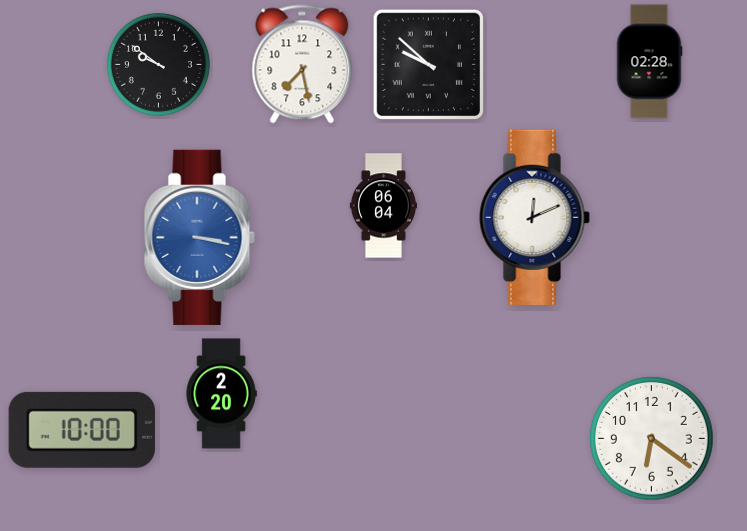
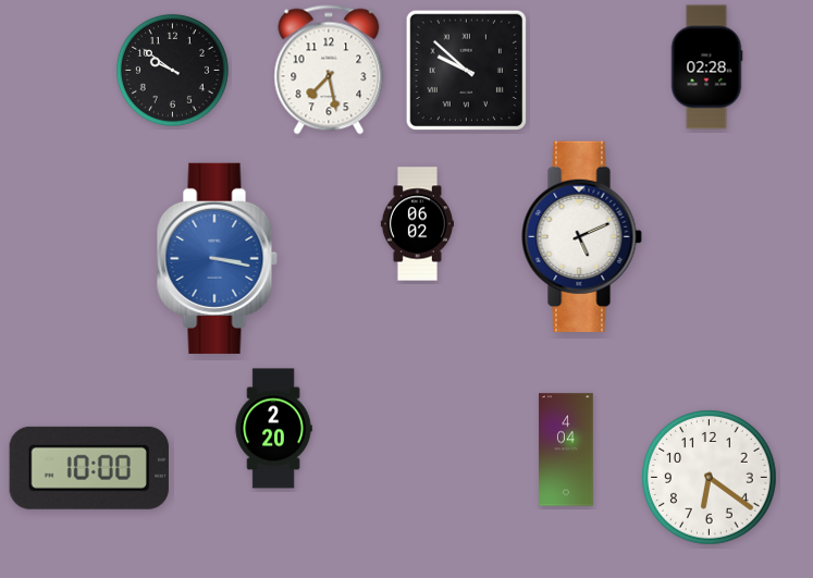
clock at (383, 206): 06:04 -> 06:02
clock at (534, 217): 12:11 -> 5:11
clock at (221, 394) position: (221, 394) -> (273, 429)
clock at (566, 450): none -> 4:04
